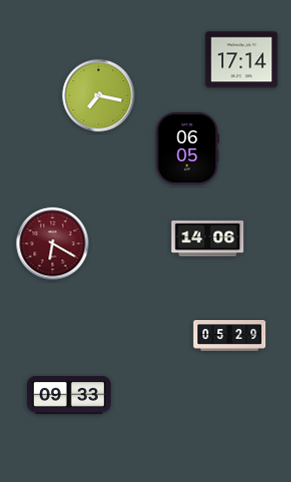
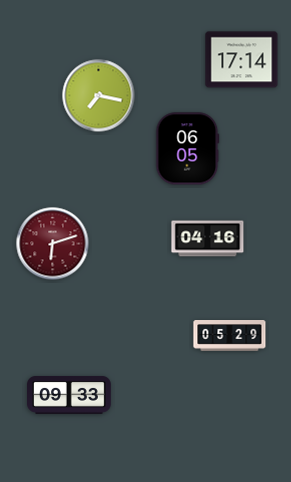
clock at (208, 239): 14:06 -> 04:16
clock at (53, 244): 6:20 -> 6:12
